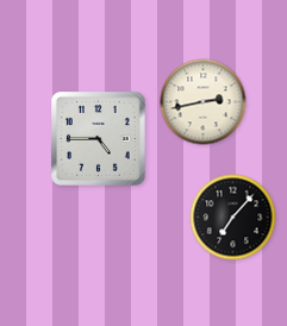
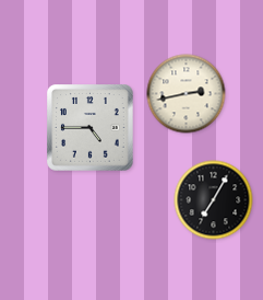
clock at (233, 218): 7:07 -> 7:05
